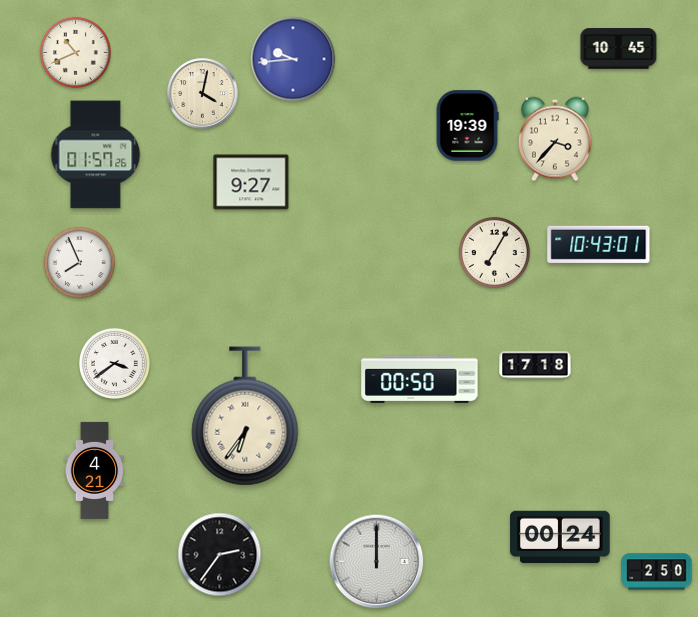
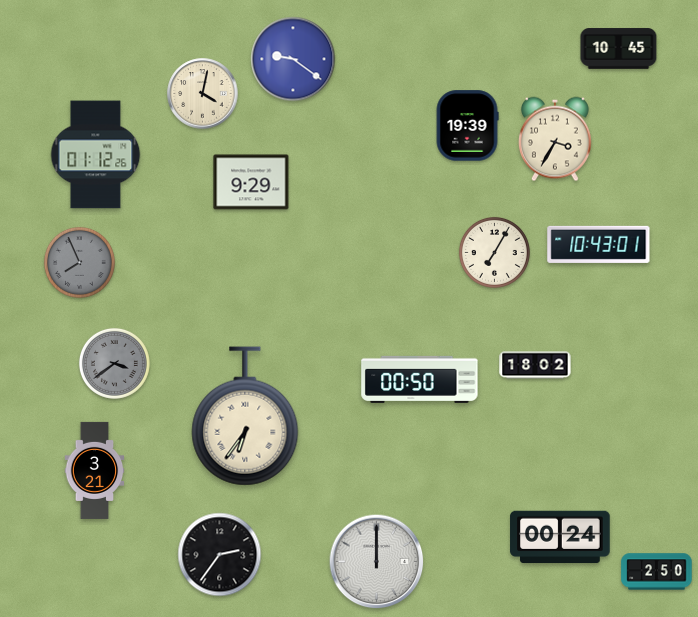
clock at (75, 52): 10:41 -> none
clock at (293, 59): 9:44 -> 9:21
clock at (555, 139): 3:37 -> 3:35
clock at (96, 155): 01:57 -> 01:12
clock at (251, 182): 9:27 -> 9:29
clock at (79, 262) dial: white -> grey
clock at (114, 363) dial: white -> grey
clock at (535, 365): 17:18 -> 18:02
clock at (95, 470): 4:21 -> 3:21
